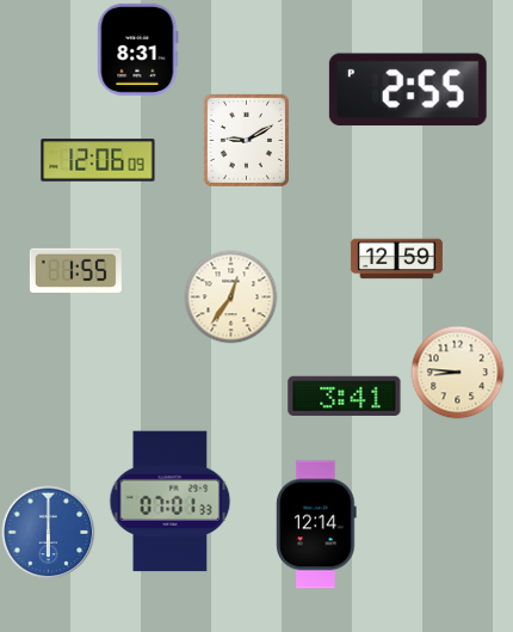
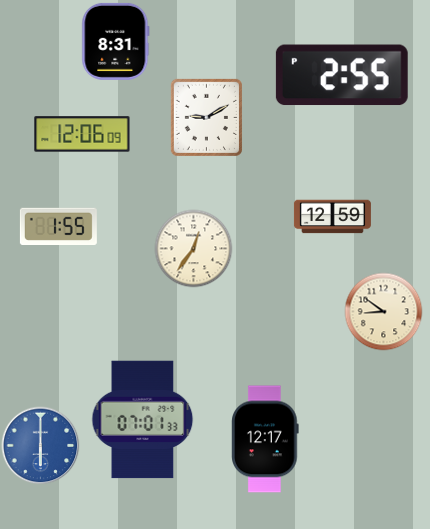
clock at (75, 270) position: (75, 270) -> (58, 226)
clock at (457, 372): 8:46 -> 8:51
clock at (345, 395): 3:41 -> none
clock at (316, 524): 12:14 -> 12:17
